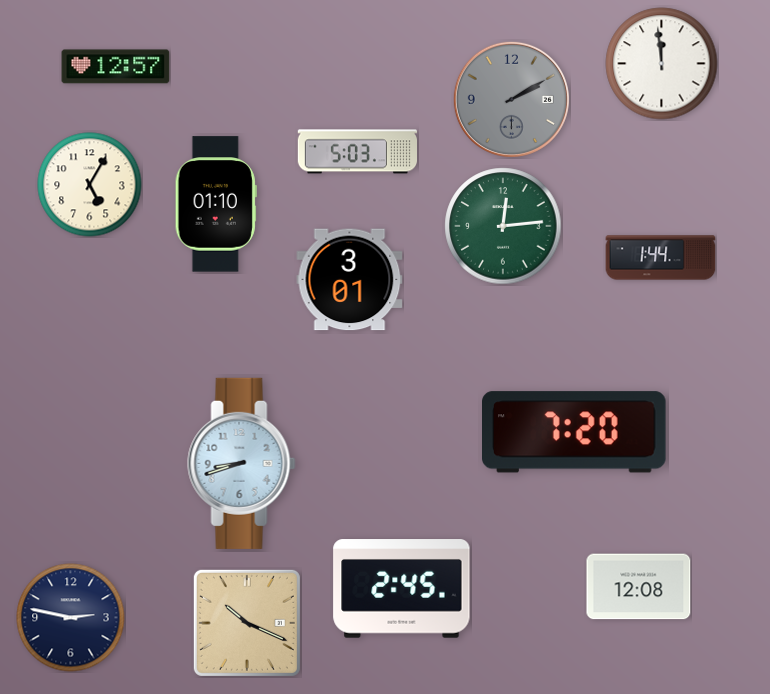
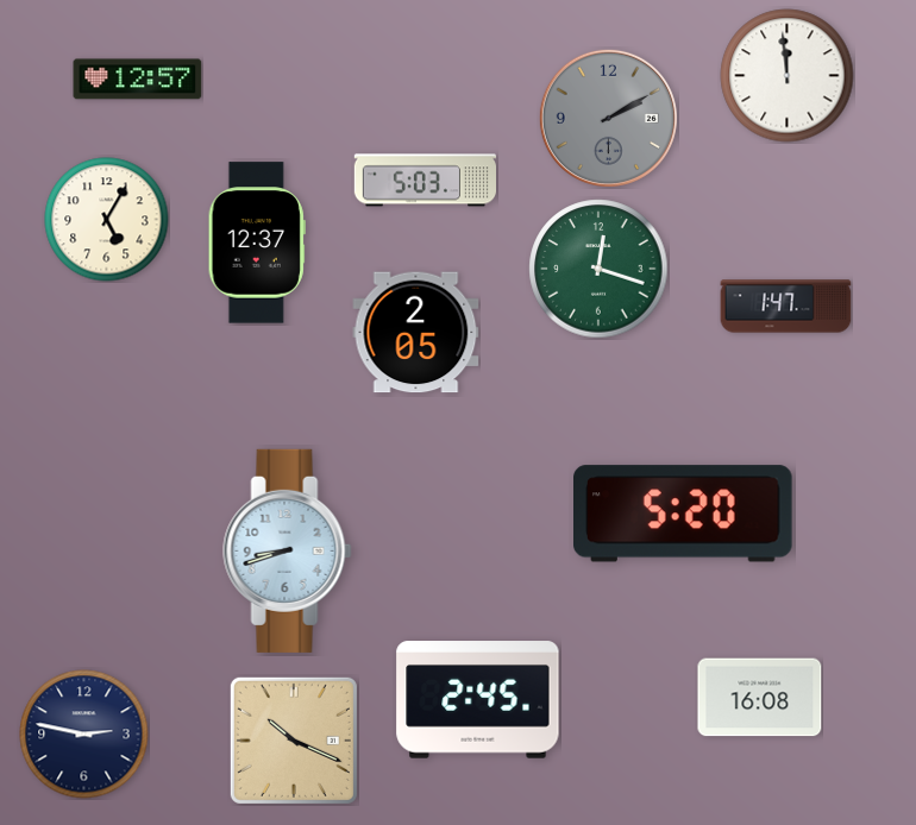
clock at (216, 204): 01:10 -> 12:37
clock at (503, 226): 12:14 -> 12:18
clock at (661, 258): 1:44 -> 1:47
clock at (350, 280): 3:01 -> 2:05
clock at (575, 432): 7:20 -> 5:20
clock at (639, 587): 12:08 -> 16:08
